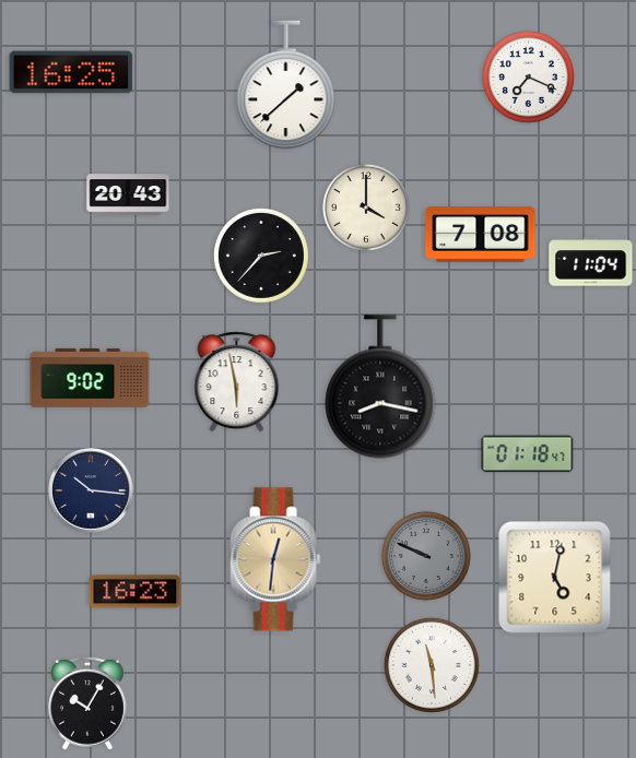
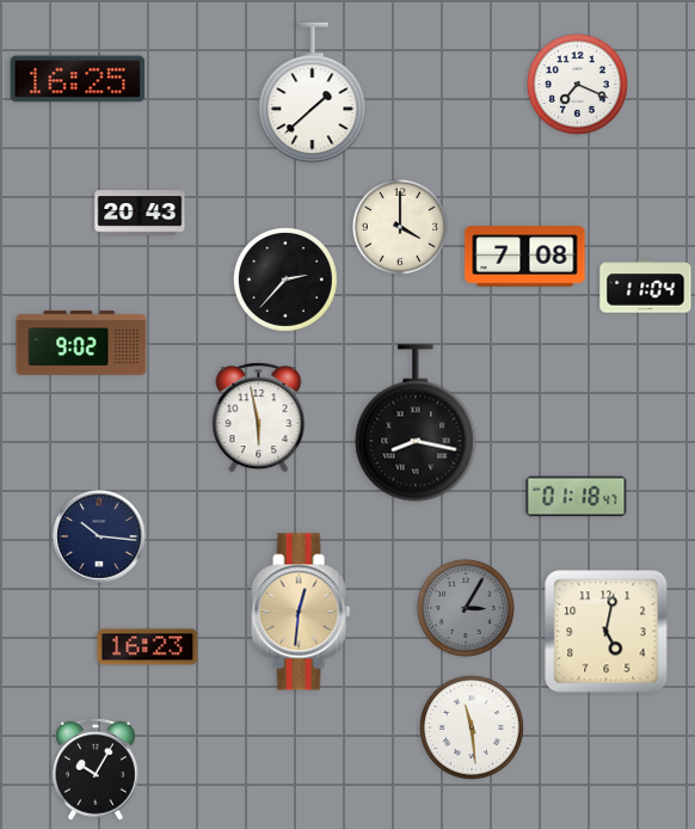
clock at (90, 378) position: (90, 378) -> (81, 343)
clock at (426, 556): 9:49 -> 3:05
